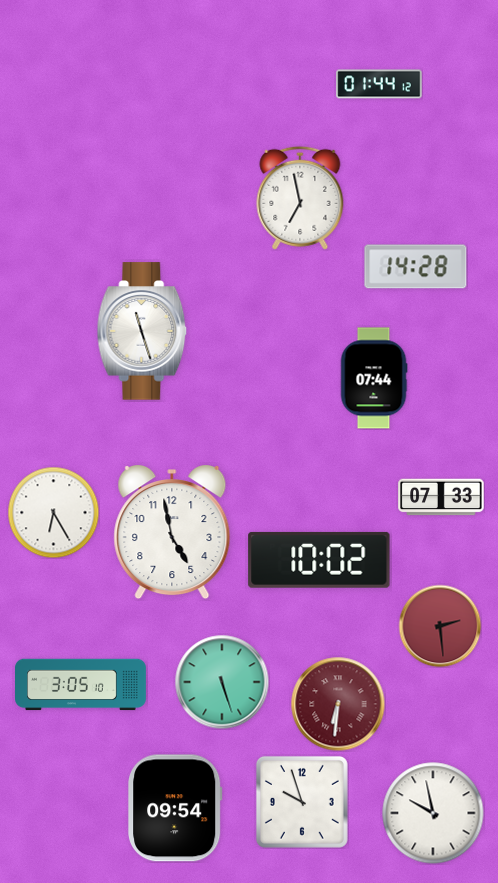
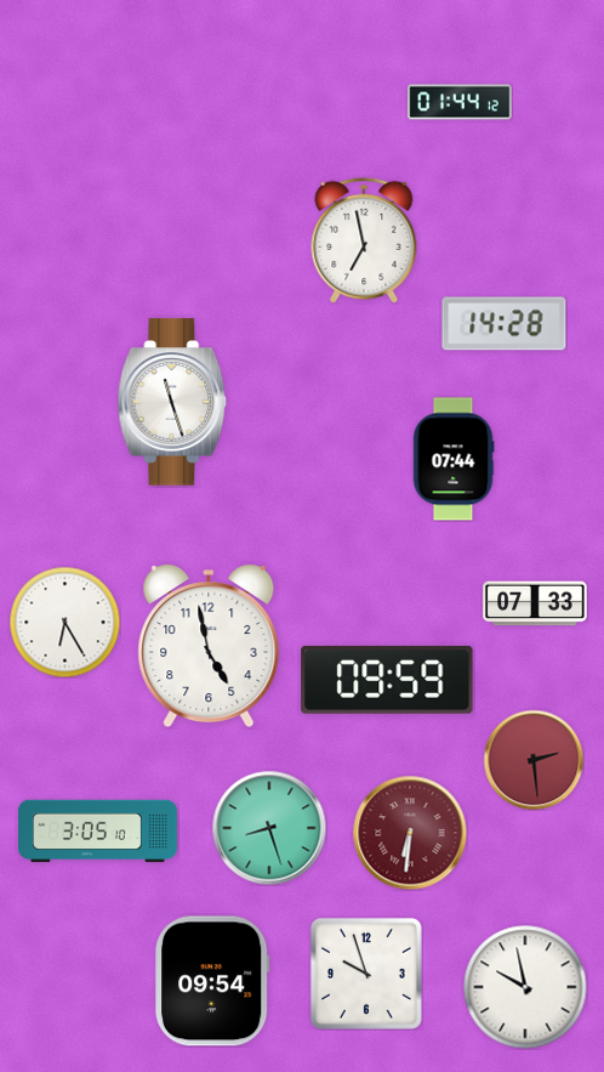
clock at (319, 560): 10:02 -> 09:59
clock at (222, 682): 5:27 -> 8:27
clock at (338, 704) position: (338, 704) -> (410, 833)
